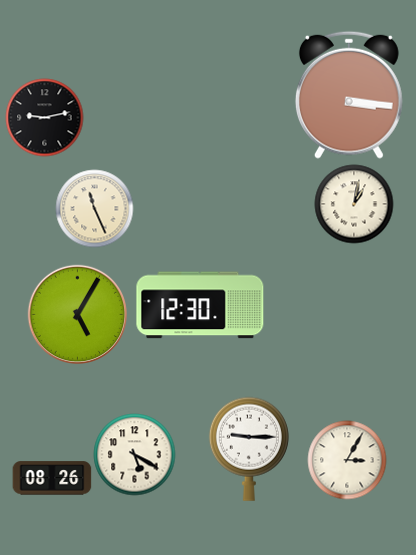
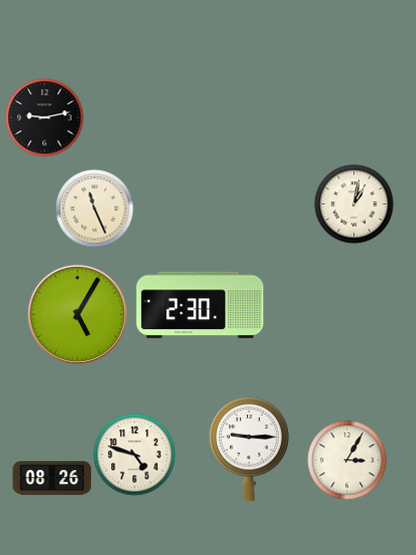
clock at (349, 95): 3:16 -> none
clock at (200, 305): 12:30 -> 2:30
clock at (134, 454): 5:20 -> 4:48
